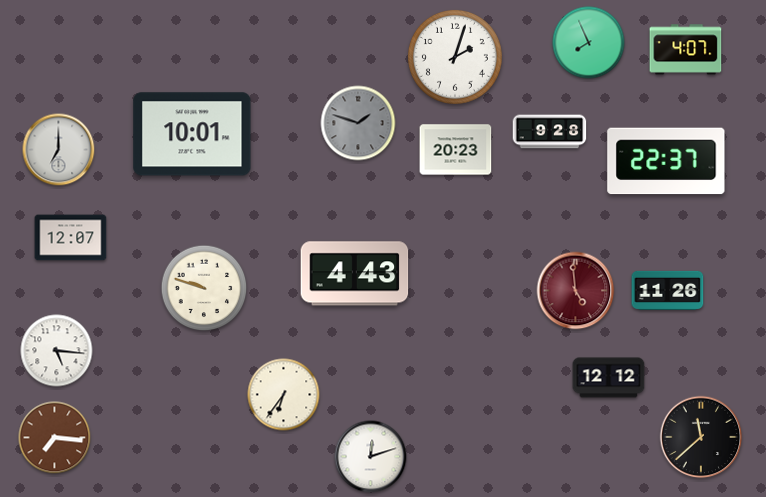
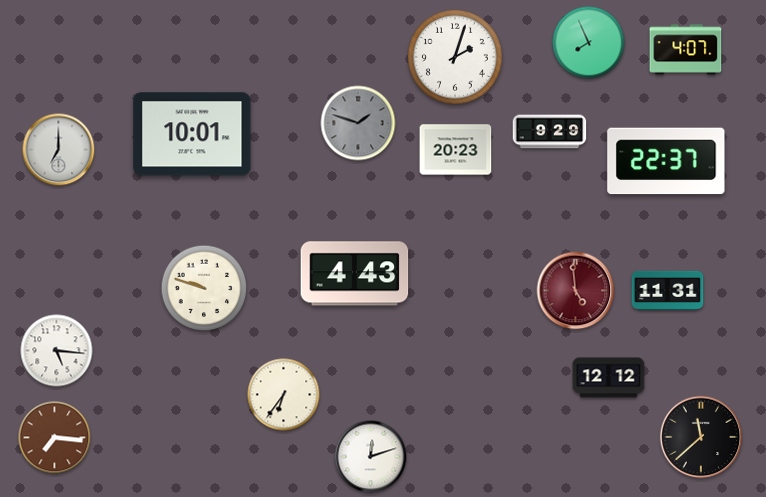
clock at (550, 132): 9:28 -> 9:29
clock at (71, 238): 12:07 -> none
clock at (668, 290): 11:26 -> 11:31
